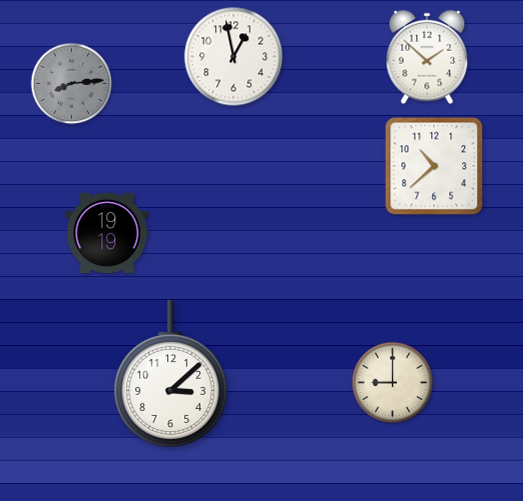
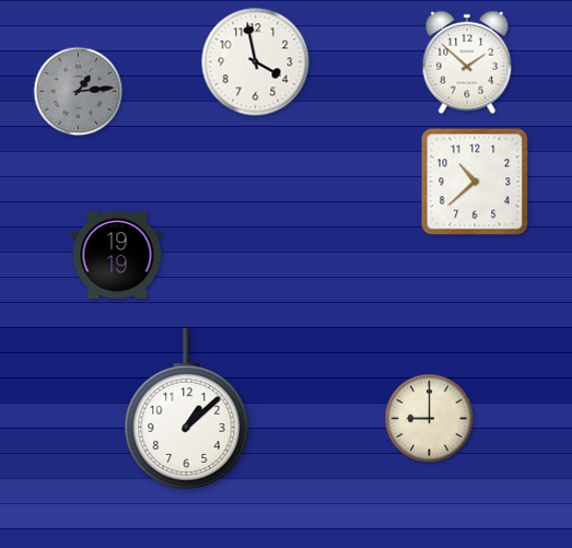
clock at (234, 57): 12:58 -> 3:58
clock at (72, 84): 8:14 -> 1:14
clock at (171, 373): 3:08 -> 1:08
